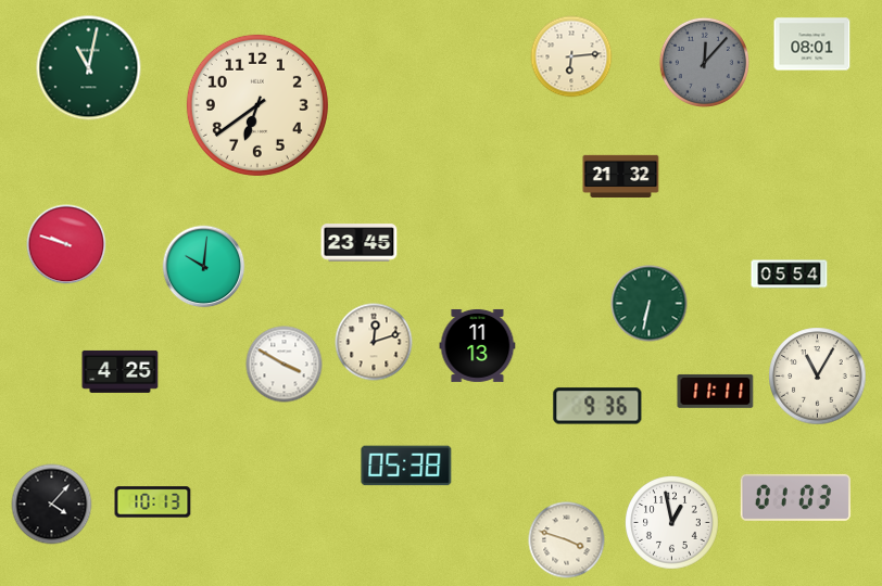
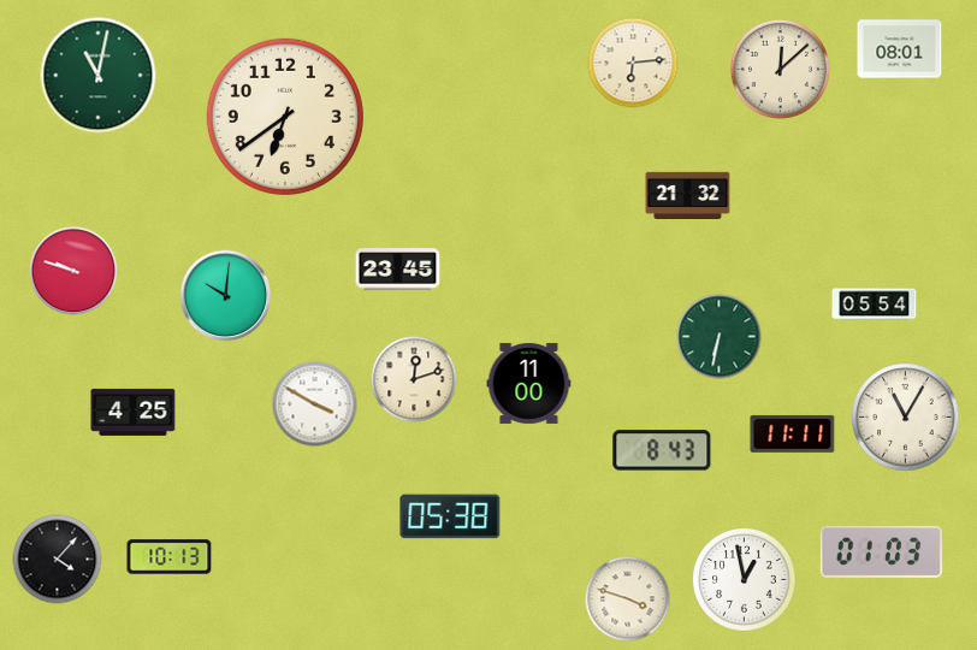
clock at (704, 62): 12:07 -> 12:08
clock at (704, 62) dial: grey -> cream
clock at (478, 345): 11:13 -> 11:00
clock at (597, 406): 9:36 -> 8:43
